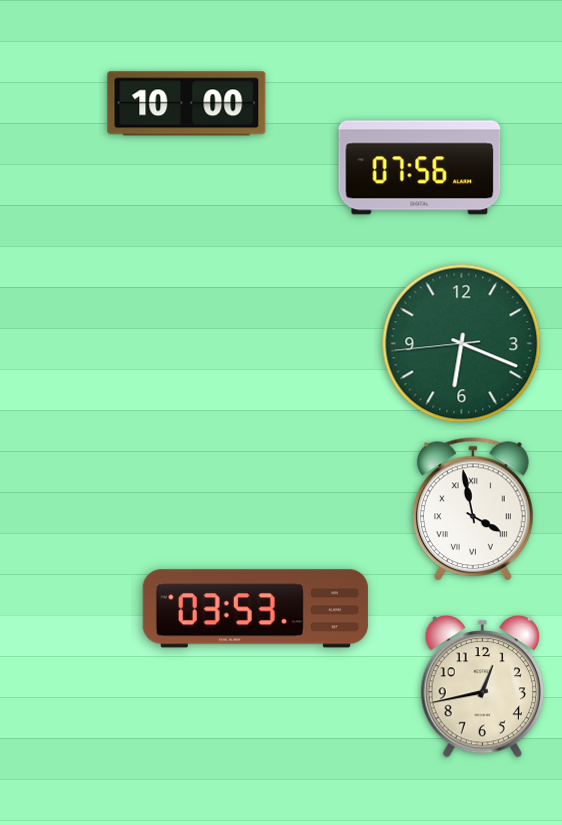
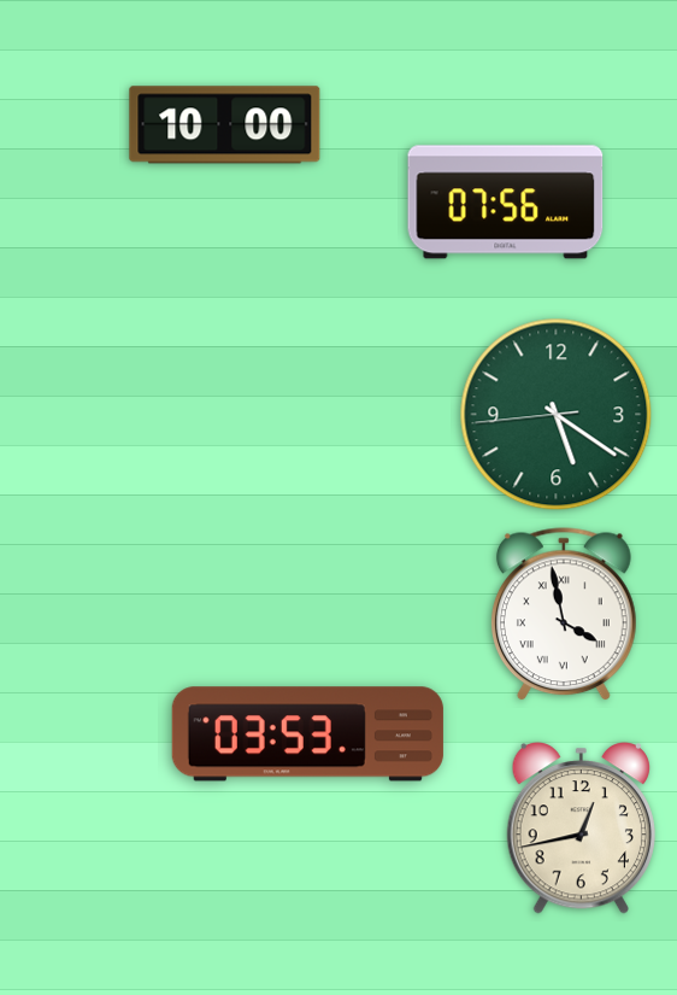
clock at (462, 344): 6:18 -> 5:20
clock at (473, 510) position: (473, 510) -> (564, 615)
